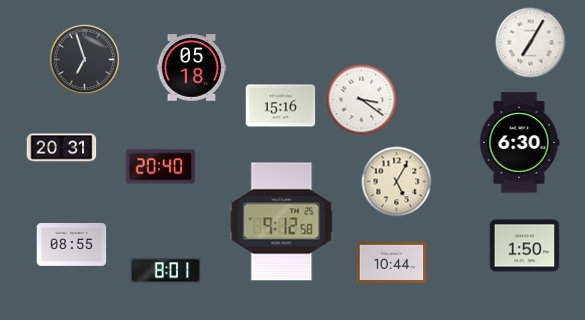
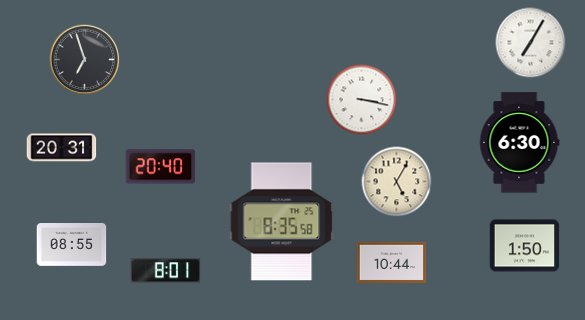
clock at (192, 68): 05:18 -> none
clock at (362, 100): 3:21 -> 3:17
clock at (281, 106): 15:16 -> none
clock at (282, 222): 9:12 -> 8:35
